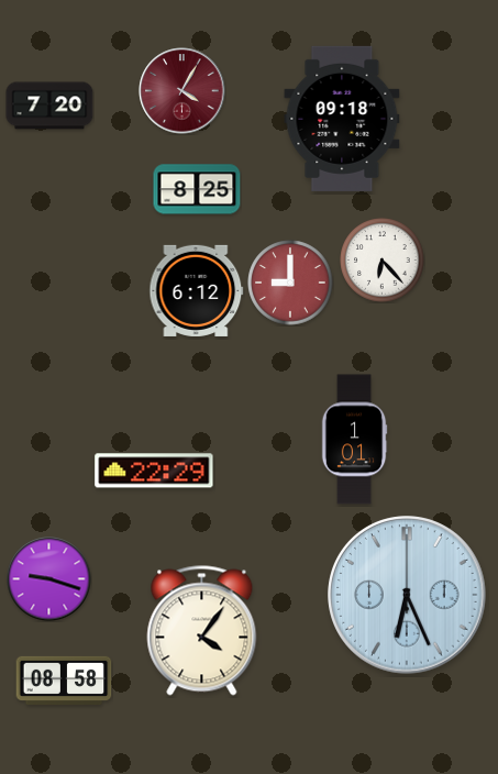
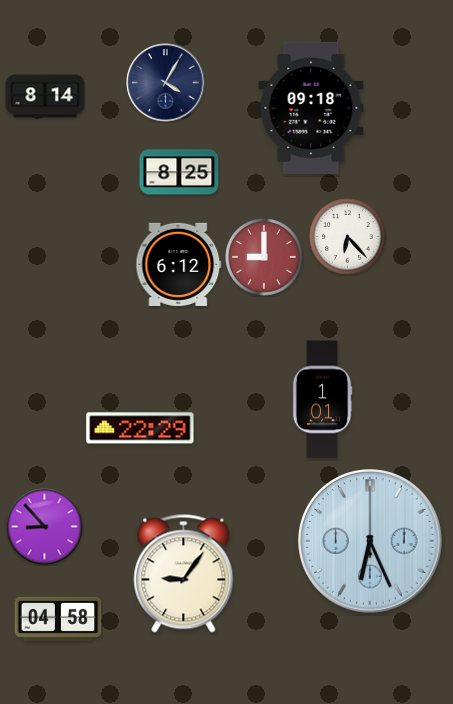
clock at (182, 91) dial: burgundy -> navy
clock at (49, 106): 7:20 -> 8:14
clock at (49, 579): 9:18 -> 8:53
clock at (202, 631): 4:06 -> 9:06
clock at (64, 679): 08:58 -> 04:58
